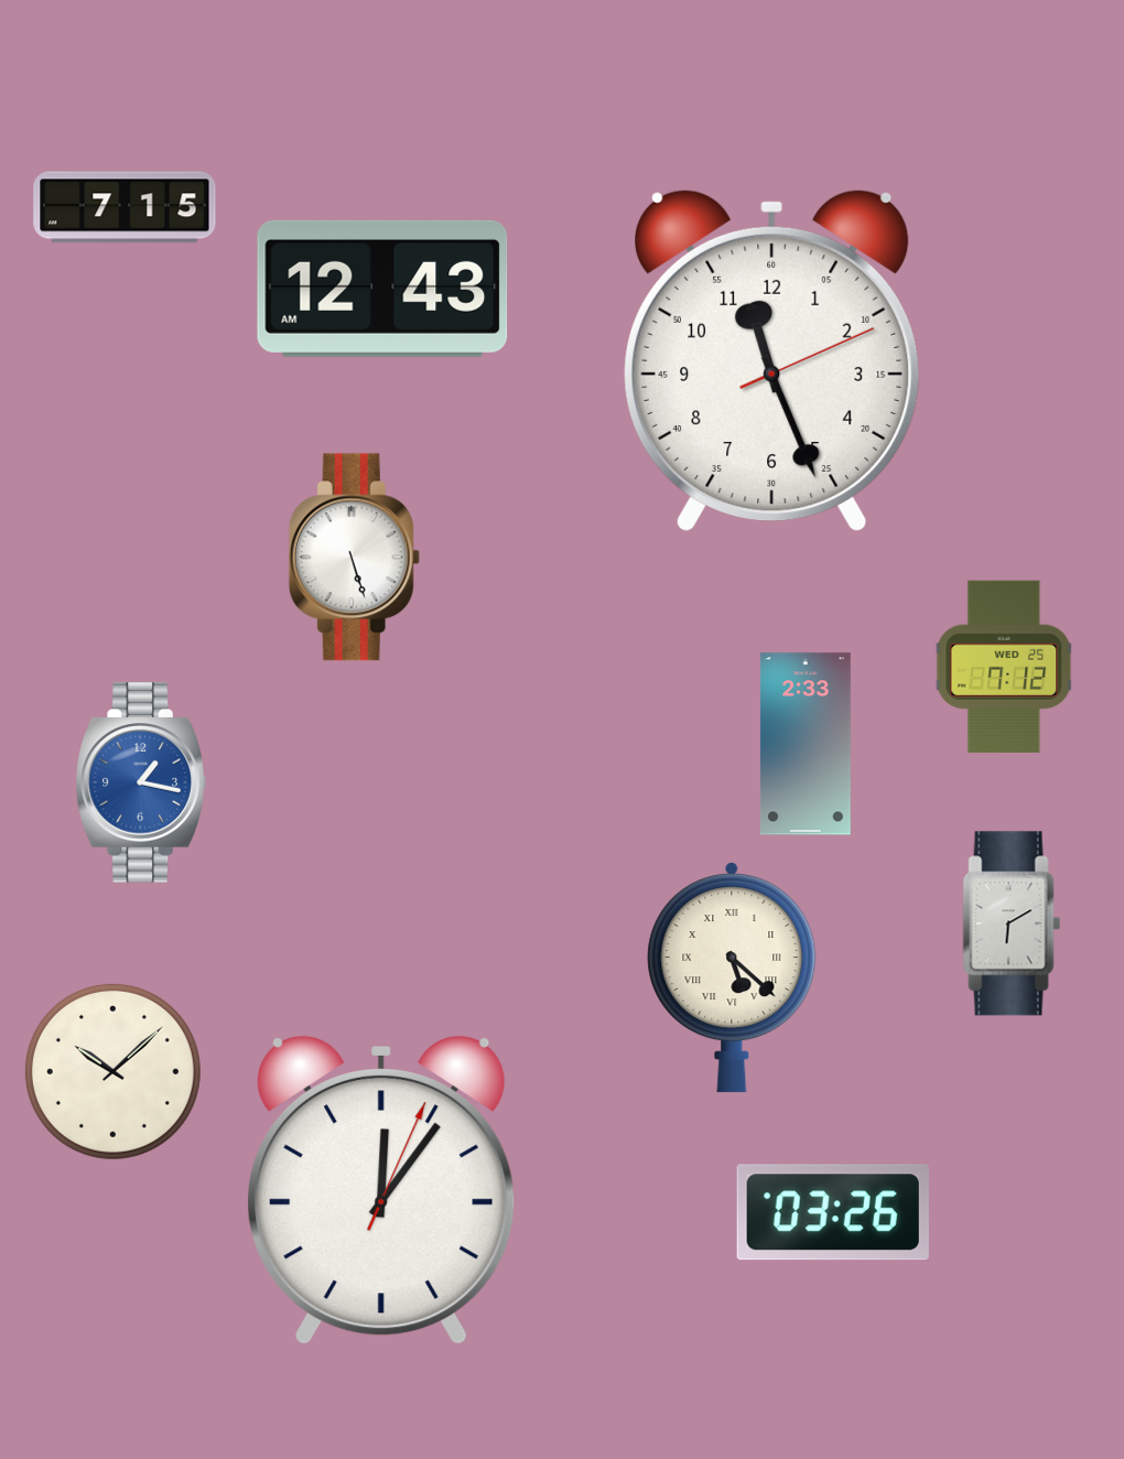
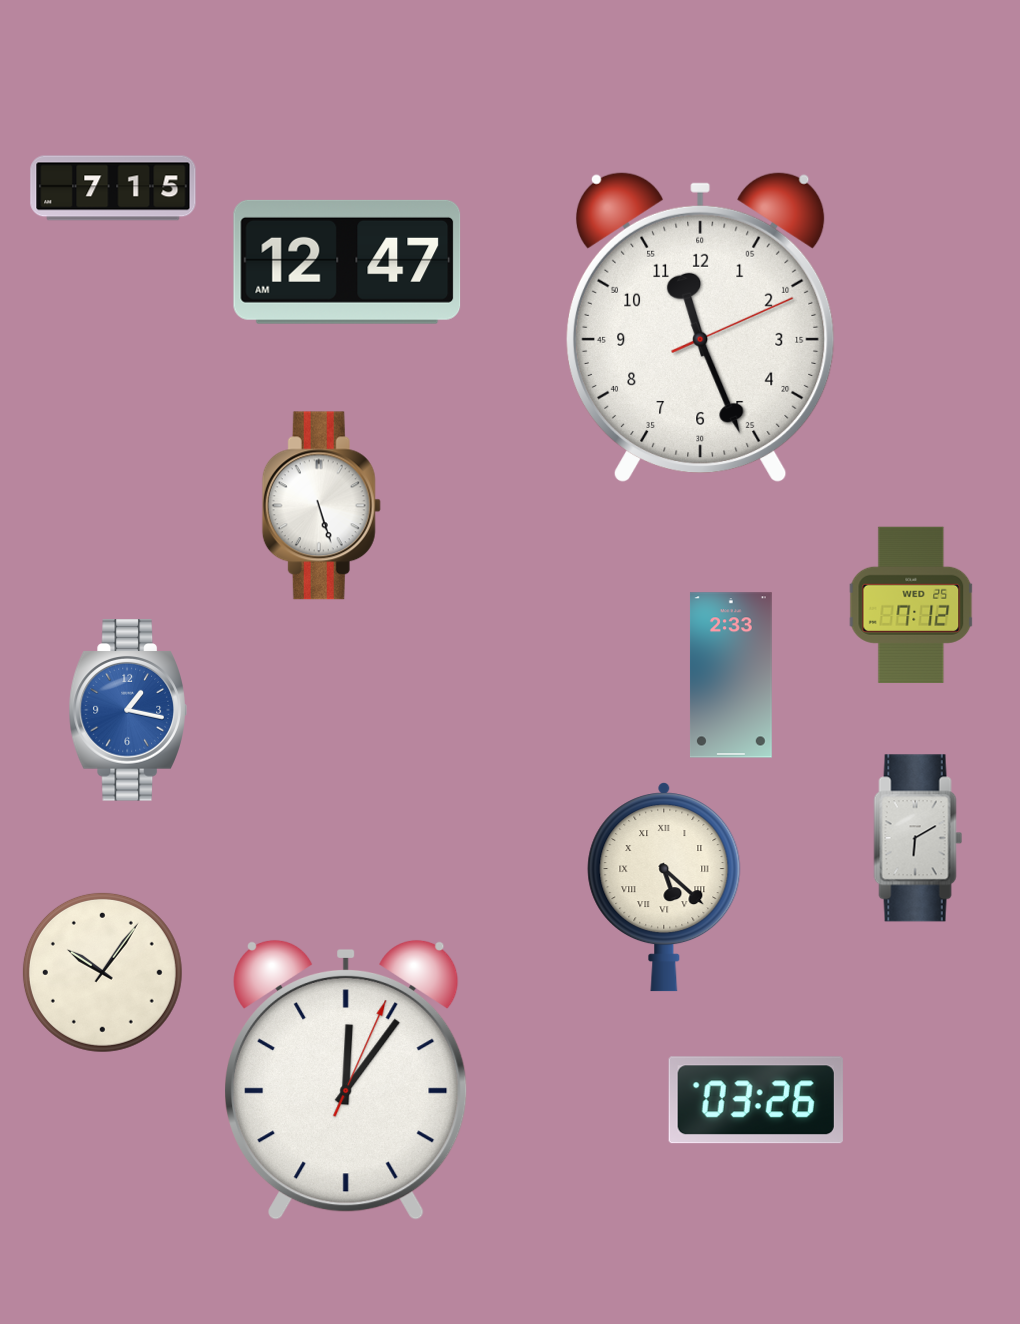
clock at (382, 289): 12:43 -> 12:47
clock at (112, 1071): 10:08 -> 10:06
